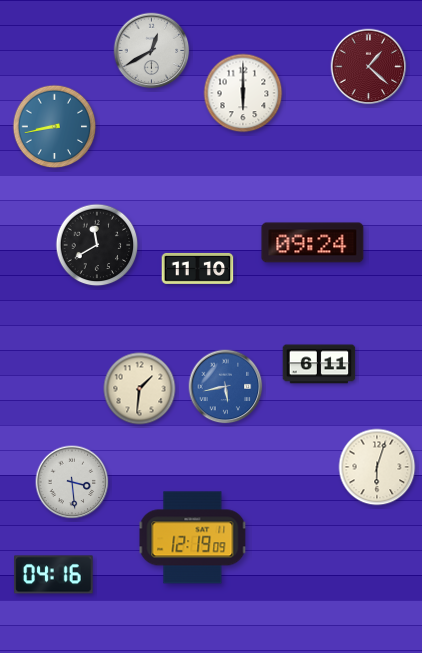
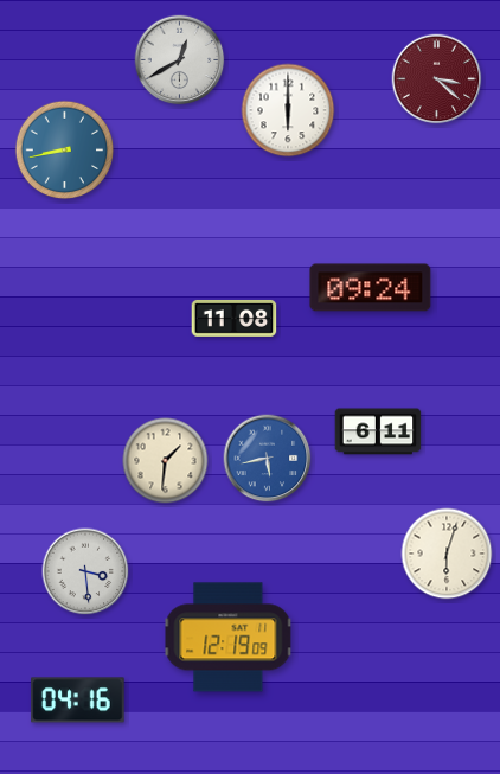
clock at (369, 67): 1:22 -> 3:22
clock at (97, 245): 11:40 -> none
clock at (198, 268): 11:10 -> 11:08
clock at (54, 575) position: (54, 575) -> (78, 701)
